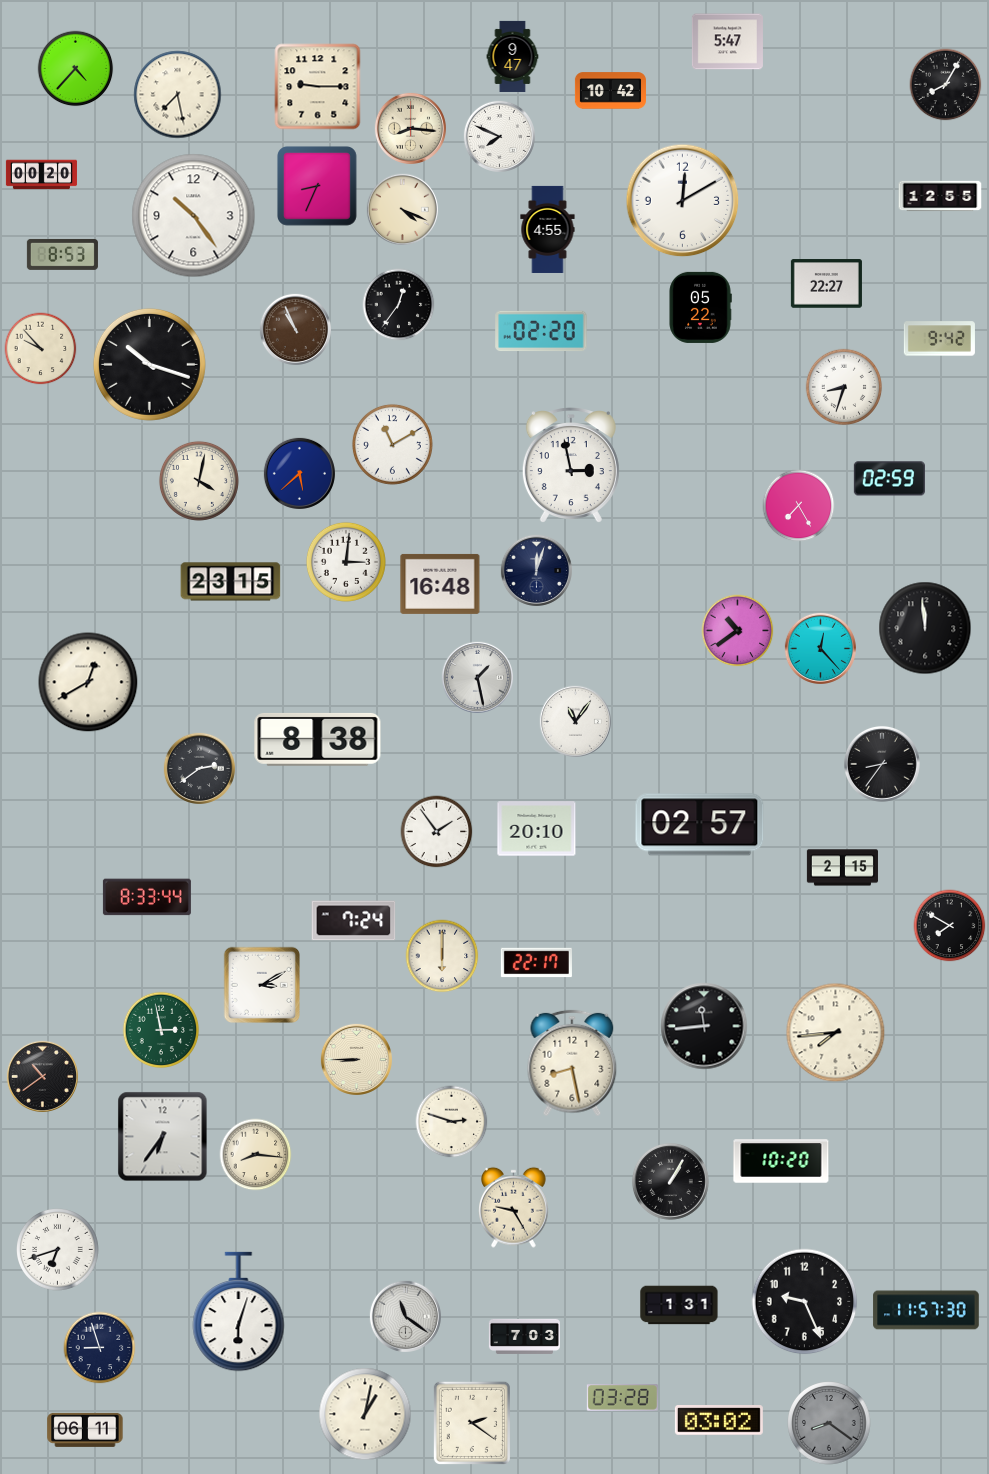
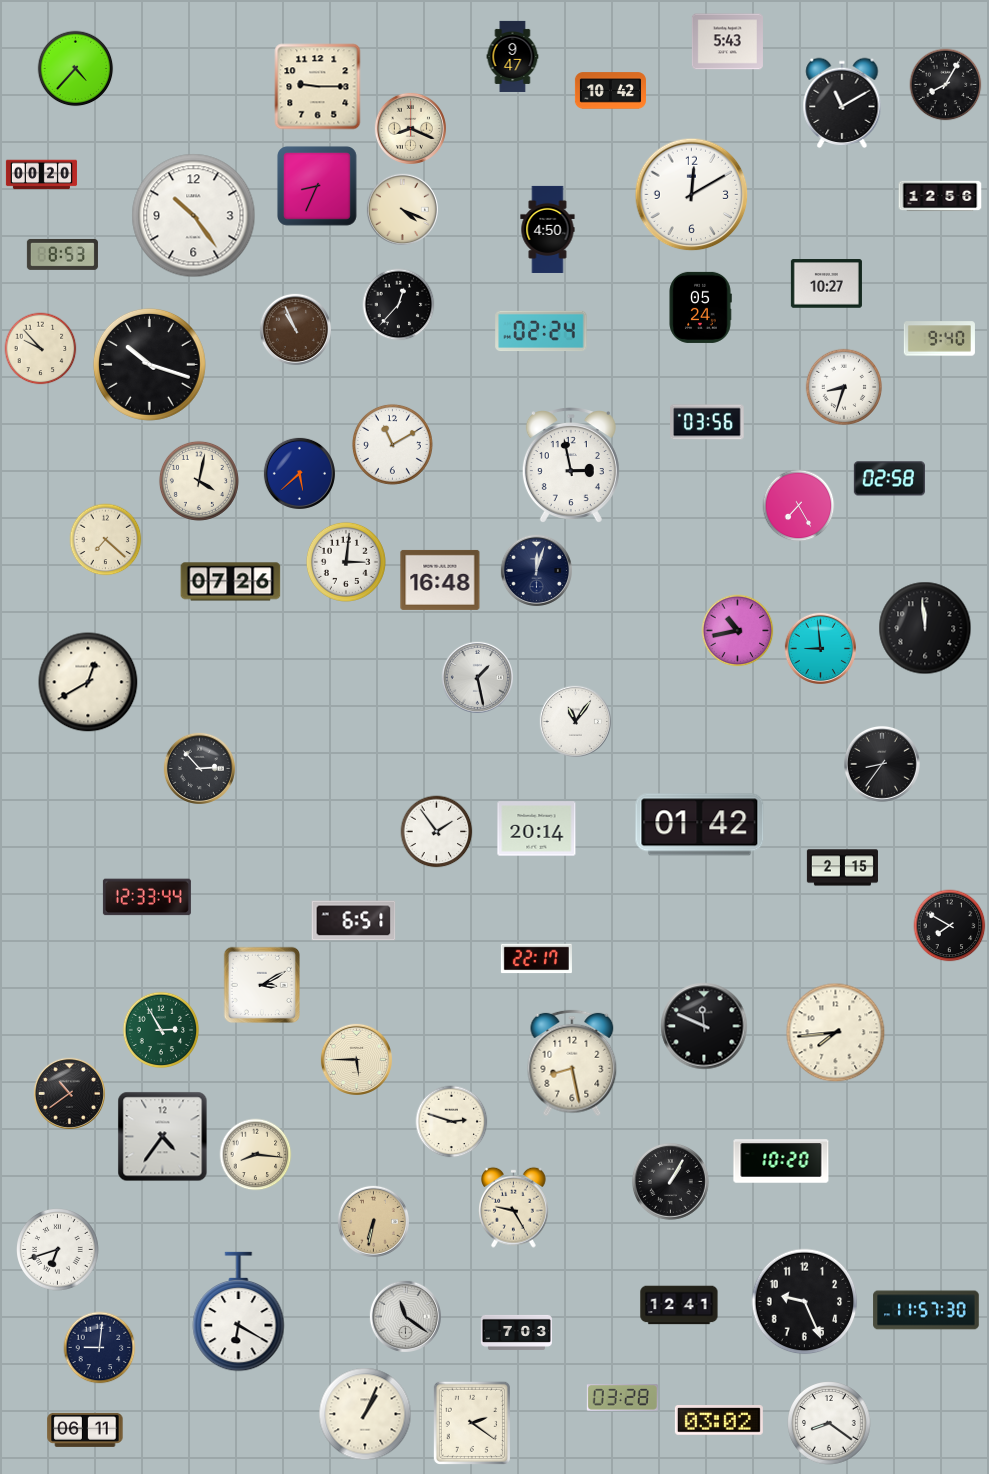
clock at (727, 42): 5:47 -> 5:43
clock at (178, 95): 7:28 -> none
clock at (842, 103): none -> 11:10
clock at (410, 128): 8:16 -> 8:19
clock at (499, 136): 7:49 -> none
clock at (940, 196): 12:55 -> 12:56
clock at (683, 201) position: (683, 201) -> (692, 195)
clock at (548, 229): 4:55 -> 4:50
clock at (826, 284): 22:27 -> 10:27
clock at (399, 305): 12:36 -> 12:37
clock at (700, 307): 05:22 -> 05:24
clock at (541, 331): 02:20 -> 02:24
clock at (939, 339): 9:42 -> 9:40
clock at (707, 422): none -> 03:56
clock at (889, 479): 02:59 -> 02:58
clock at (106, 540): none -> 7:22
clock at (231, 582): 23:15 -> 07:26
clock at (440, 584) position: (440, 584) -> (440, 580)
clock at (738, 631): 10:39 -> 10:43
clock at (820, 648): 12:23 -> 8:59
clock at (318, 739): 8:38 -> none
clock at (199, 768): 2:39 -> 2:53
clock at (700, 825): 02:57 -> 01:42
clock at (537, 829): 20:10 -> 20:14
clock at (147, 897): 8:33 -> 12:33
clock at (354, 921): 7:24 -> 6:51
clock at (442, 956): 6:00 -> none
clock at (536, 963) position: (536, 963) -> (536, 959)
clock at (704, 1026): 11:44 -> 11:49
clock at (161, 1030): 2:58 -> 2:55
clock at (356, 1059): 8:45 -> 5:45
clock at (42, 1076) position: (42, 1076) -> (69, 1093)
clock at (163, 1137): 6:36 -> 4:36
clock at (373, 1221): none -> 6:32
clock at (679, 1305): 1:31 -> 12:41
clock at (239, 1312): 6:03 -> 6:20
clock at (524, 1336) position: (524, 1336) -> (516, 1332)
clock at (100, 1348): 8:57 -> 9:01
clock at (365, 1414): 1:02 -> 1:04
clock at (829, 1423) dial: grey -> white
